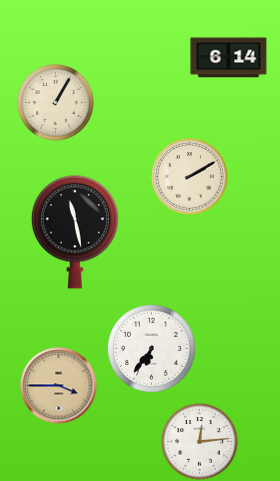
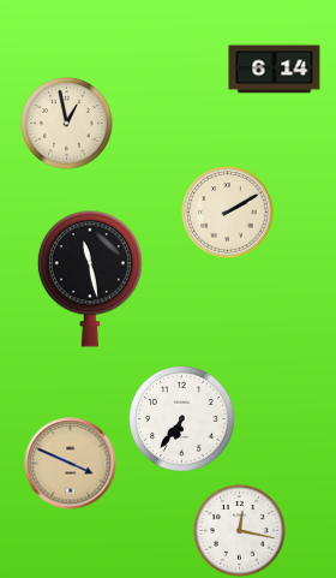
clock at (56, 103): 1:05 -> 12:58
clock at (59, 386): 3:45 -> 3:49
clock at (200, 442): 12:14 -> 12:17
